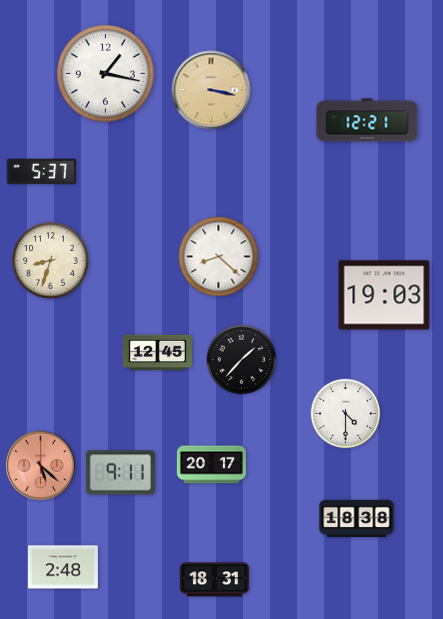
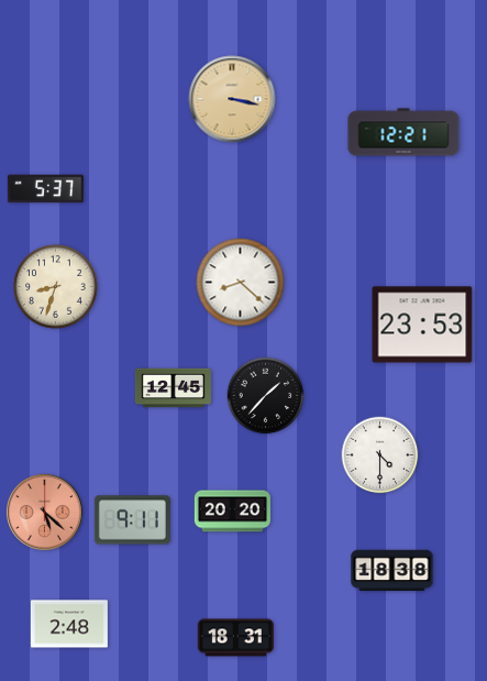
clock at (106, 74): 1:17 -> none
clock at (384, 295): 19:03 -> 23:53
clock at (211, 465): 20:17 -> 20:20
